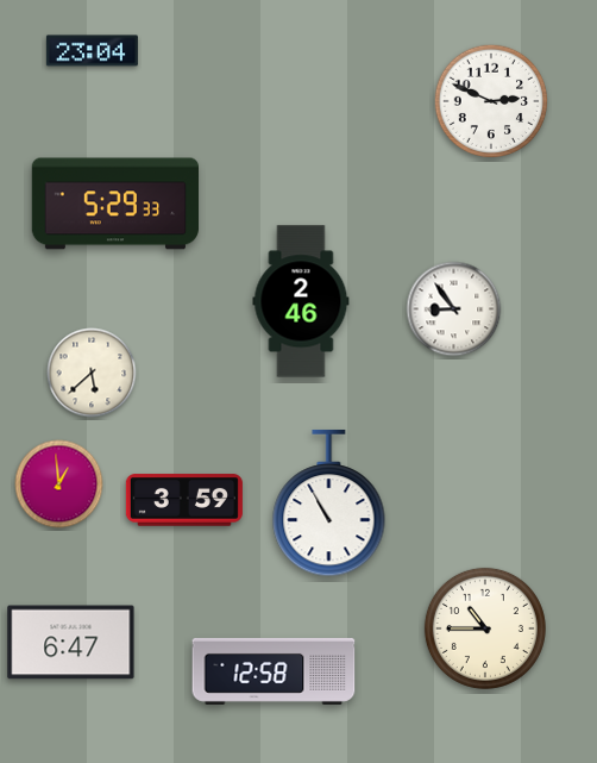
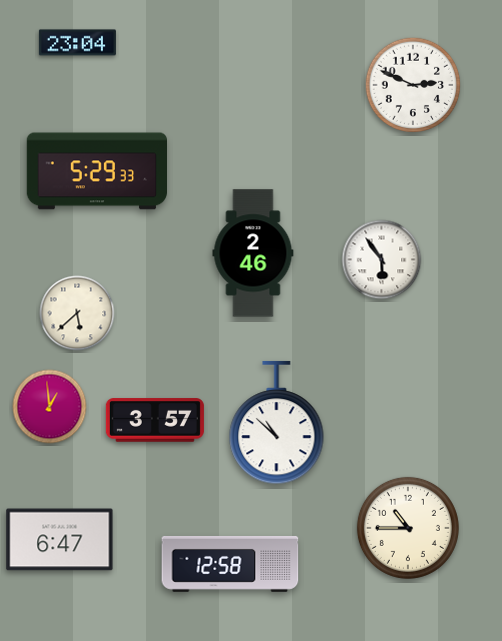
clock at (454, 309): 8:54 -> 5:54
clock at (184, 500): 3:59 -> 3:57
clock at (329, 504): 10:55 -> 10:52
